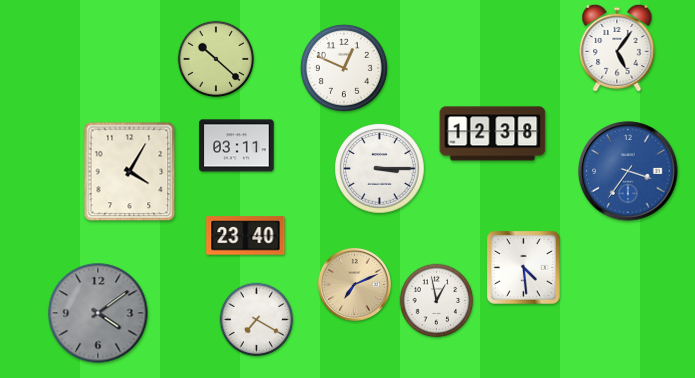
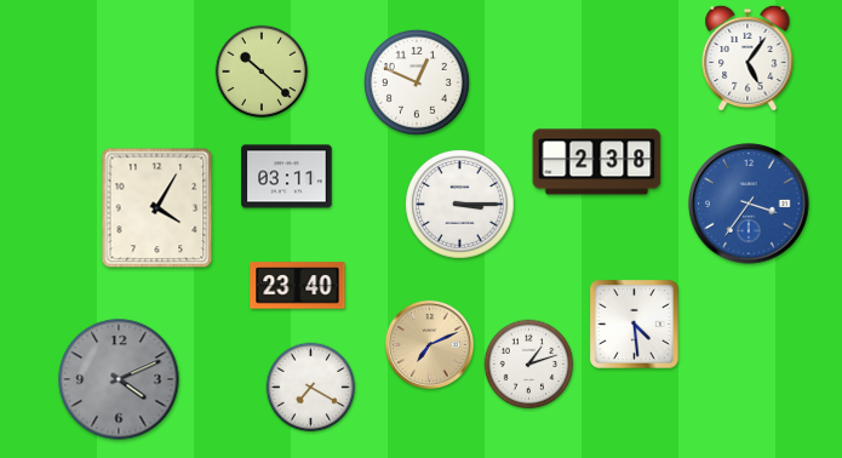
clock at (493, 134): 12:38 -> 2:38
clock at (628, 171) position: (628, 171) -> (749, 204)
clock at (437, 301): 12:58 -> 1:12
clock at (98, 313): 4:09 -> 4:11
